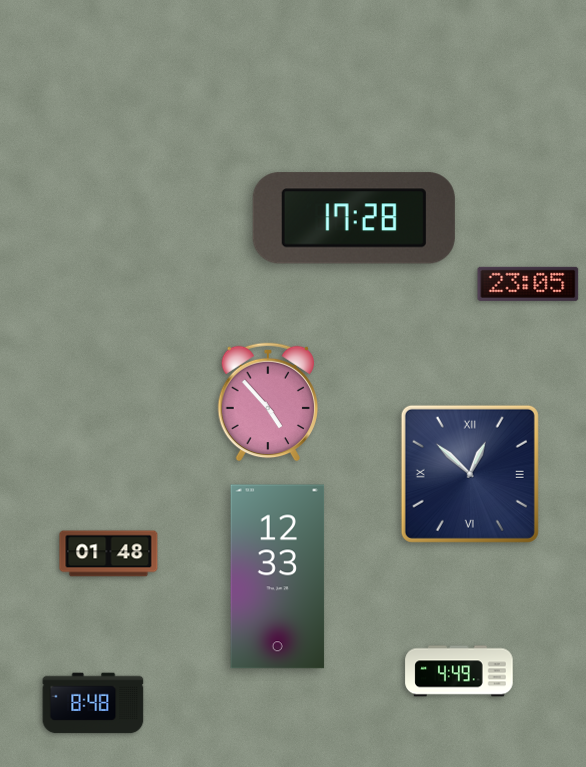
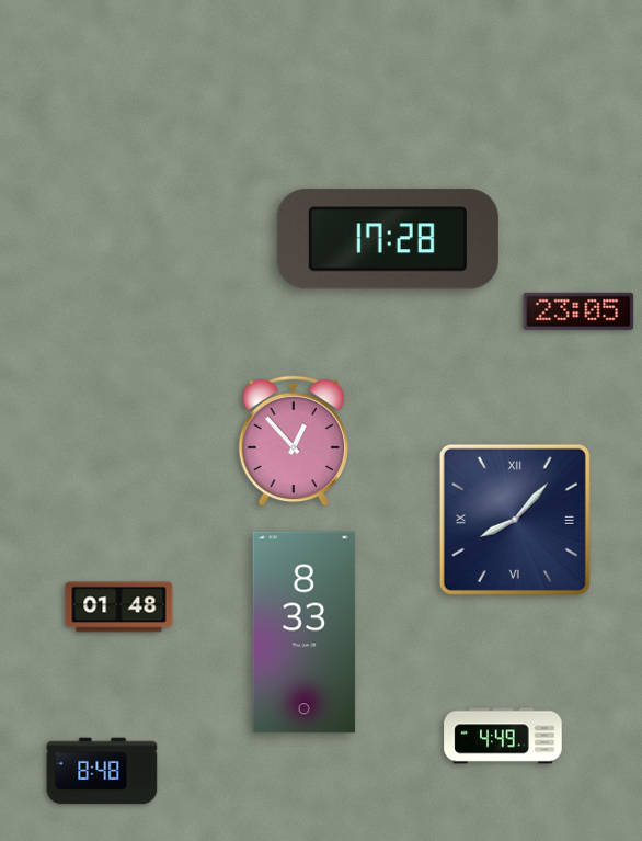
clock at (267, 402): 4:53 -> 12:53
clock at (470, 474): 12:52 -> 8:07
clock at (278, 577): 12:33 -> 8:33
